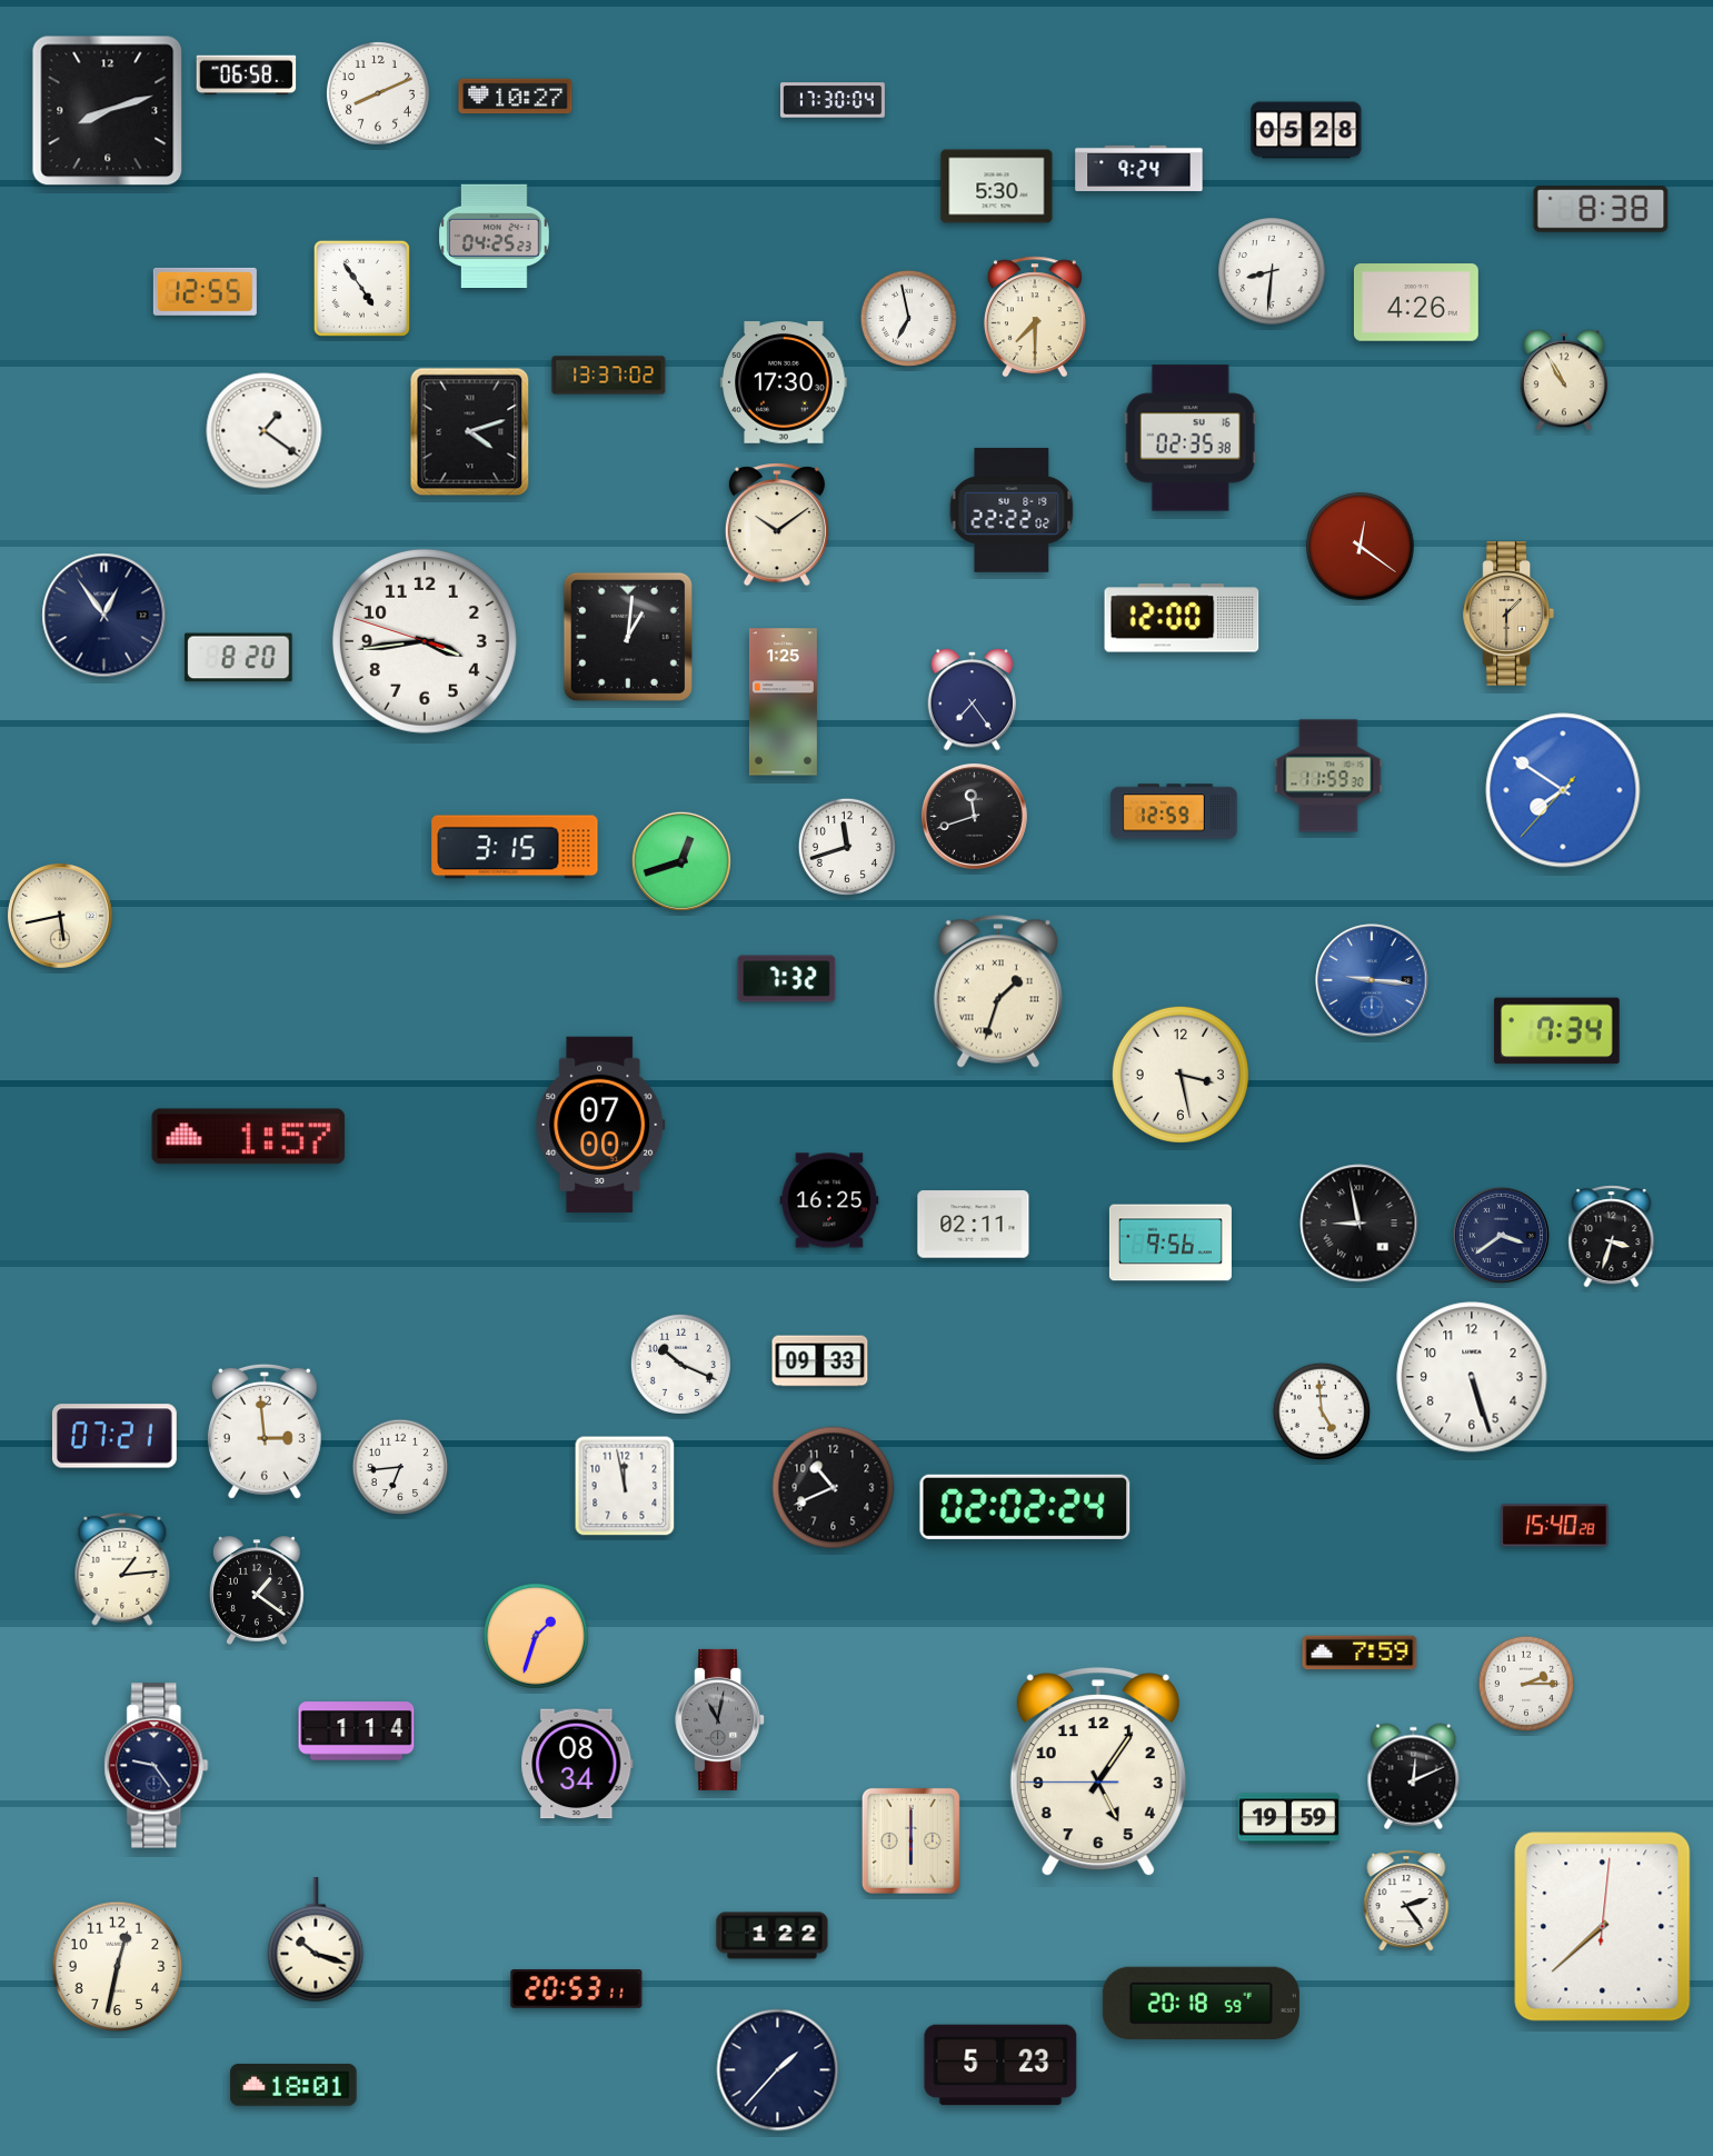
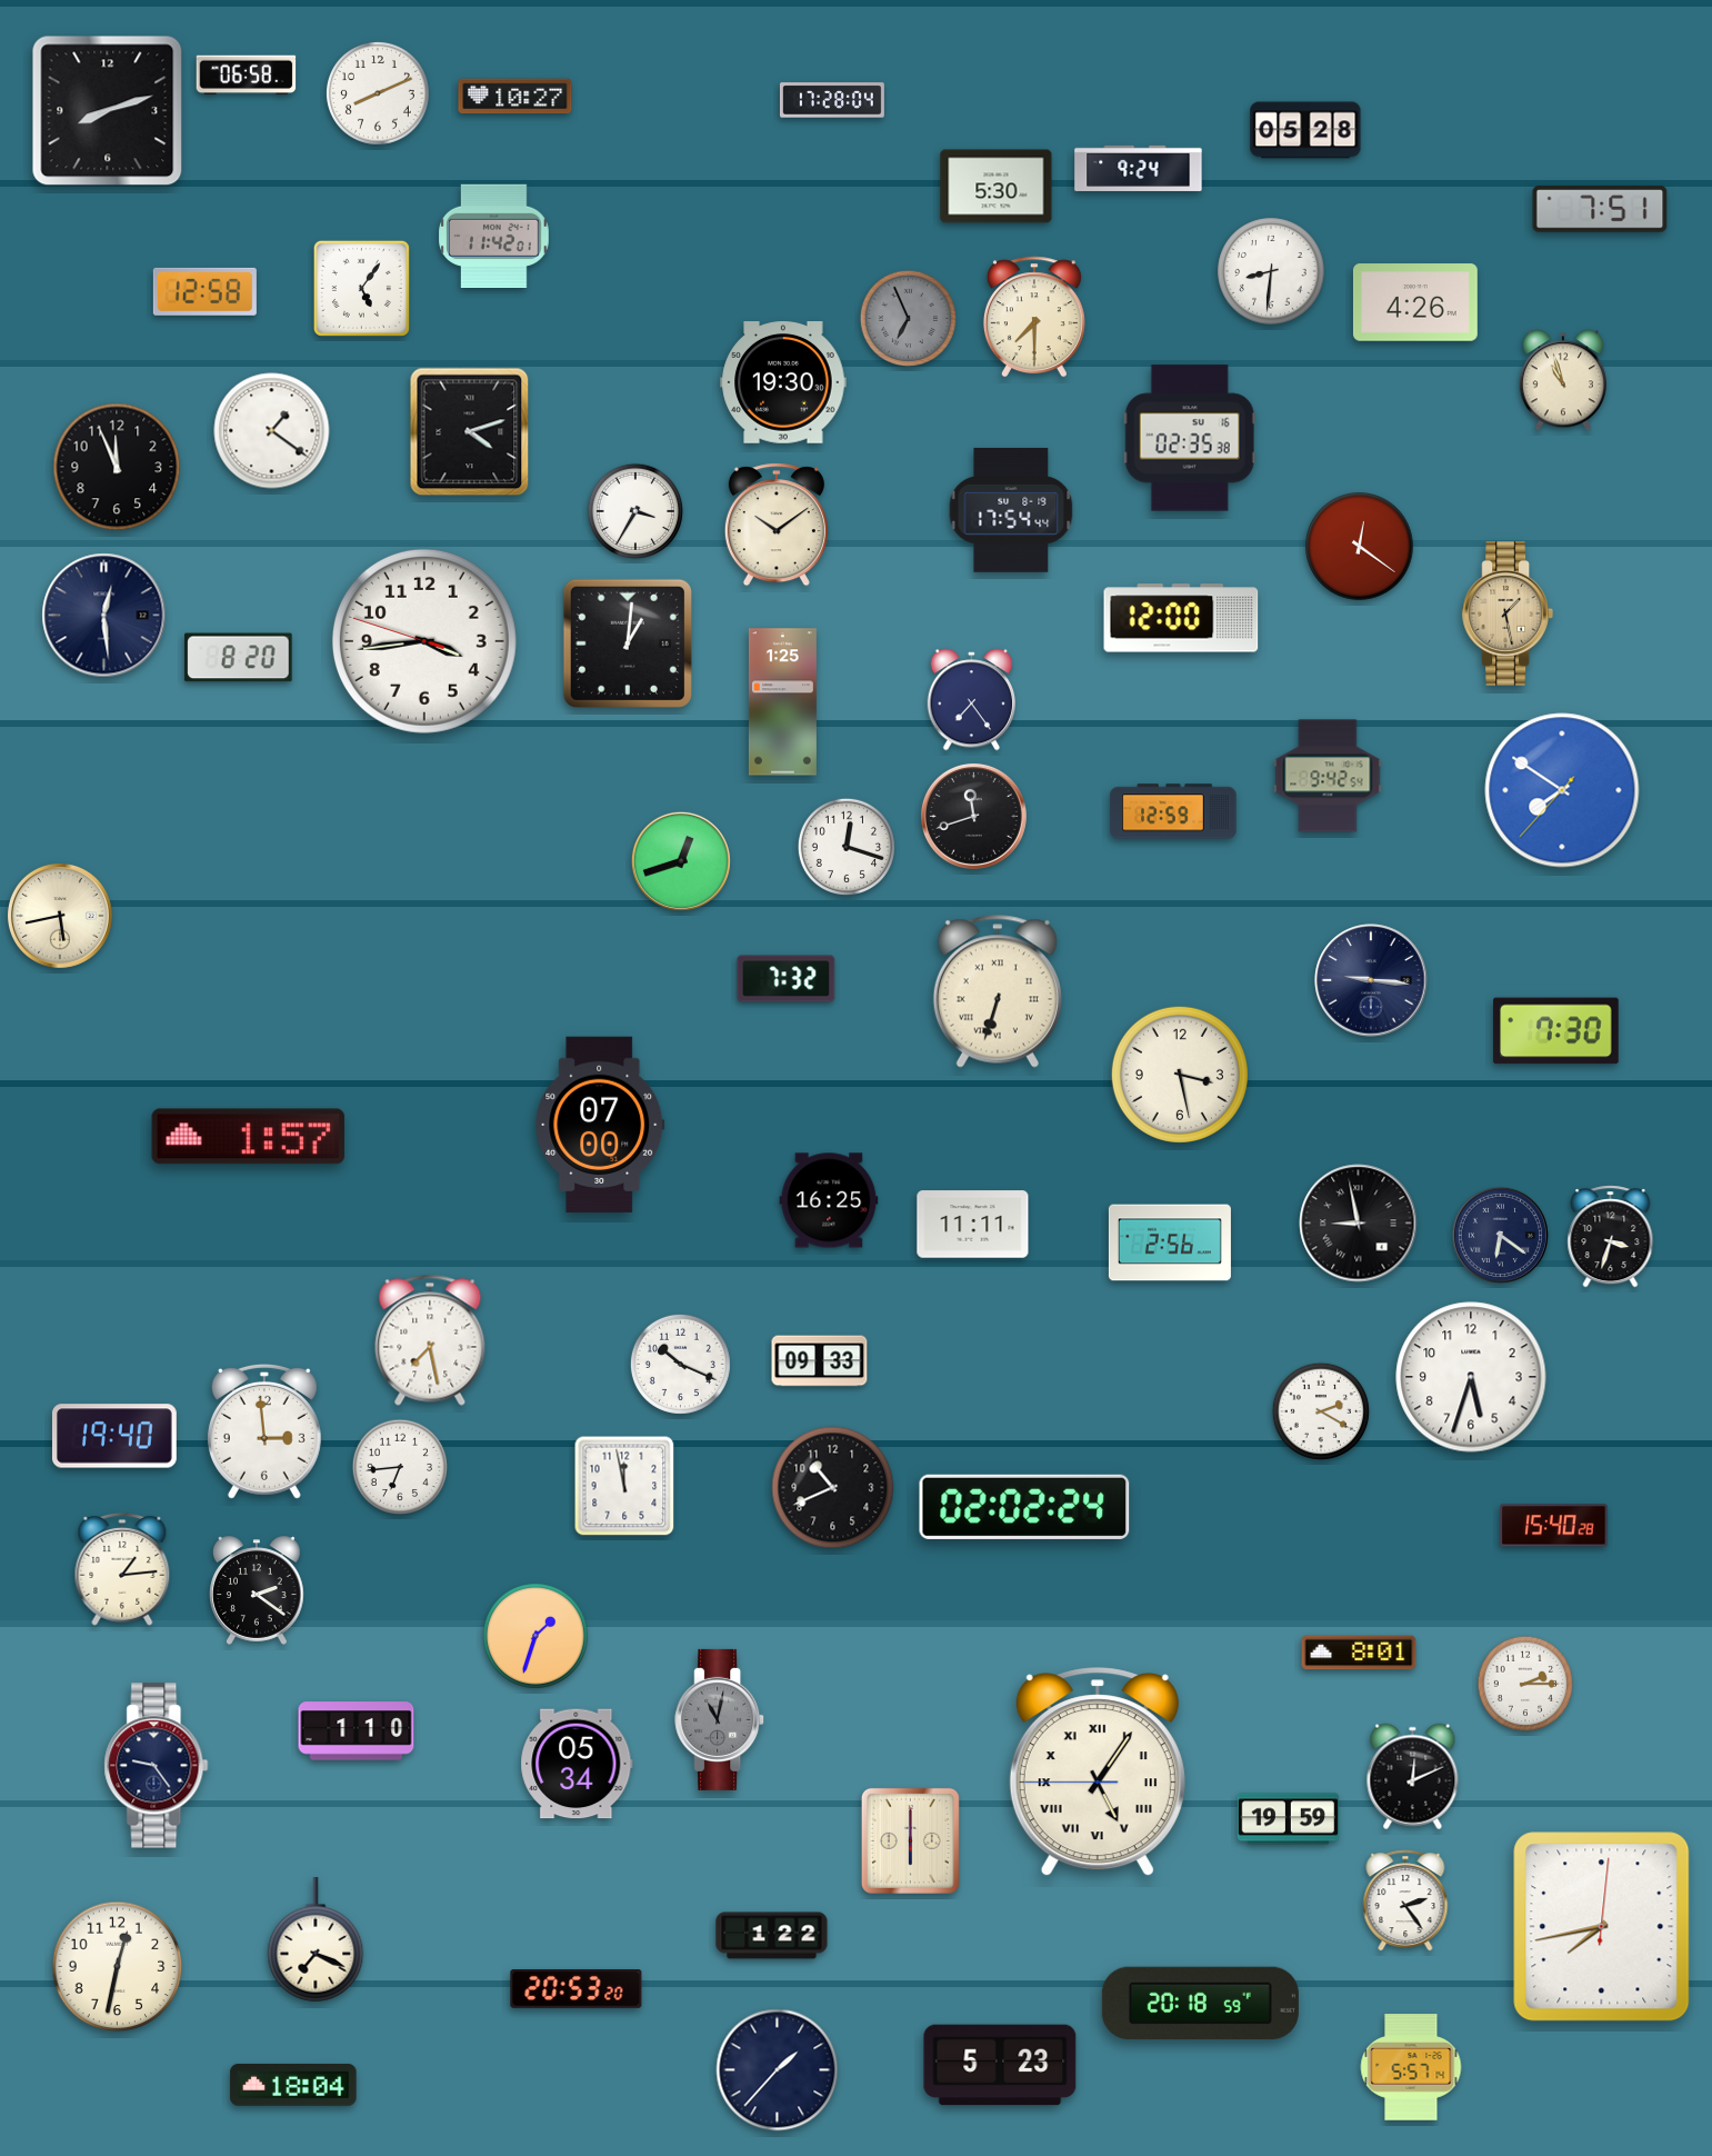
clock at (833, 100): 17:30 -> 17:28
clock at (1601, 209): 8:38 -> 7:51
clock at (495, 236): 04:25 -> 11:42
clock at (361, 288): 4:54 -> 5:06
clock at (205, 291): 12:55 -> 12:58
clock at (908, 318): 6:58 -> 6:56
clock at (908, 318) dial: white -> grey
clock at (609, 376): 13:37 -> none
clock at (1564, 380): 10:55 -> 10:57
clock at (784, 382): 17:30 -> 19:30
clock at (265, 431) position: (265, 431) -> (272, 431)
clock at (117, 467): none -> 11:56
clock at (1012, 510): 22:22 -> 17:54
clock at (635, 511): none -> 3:35
clock at (1507, 613): 1:30 -> 1:28
clock at (104, 616): 12:54 -> 12:29
clock at (628, 637) position: (628, 637) -> (628, 643)
clock at (1328, 776): 11:59 -> 9:42
clock at (515, 847): 3:15 -> none
clock at (847, 847): 11:42 -> 12:18
clock at (1372, 980) dial: blue -> navy
clock at (998, 991): 1:33 -> 6:33
clock at (1557, 1031): 7:34 -> 7:30
clock at (974, 1225): 02:11 -> 11:11
clock at (1501, 1235): 3:39 -> 6:21
clock at (1171, 1242): 9:56 -> 2:56
clock at (430, 1340): none -> 7:28
clock at (1472, 1377): 5:27 -> 5:33
clock at (1322, 1411): 4:59 -> 2:20
clock at (114, 1436): 07:21 -> 19:40
clock at (258, 1590): 1:21 -> 2:21
clock at (1360, 1653): 7:59 -> 8:01
clock at (357, 1731): 1:14 -> 1:10
clock at (577, 1764): 08:34 -> 05:34
clock at (1098, 1773) numerals: Arabic -> Roman
clock at (1603, 1927): 7:38 -> 7:43
clock at (316, 1940): 10:18 -> 7:19
clock at (577, 1989): 20:53:11 -> 20:53:20
clock at (1411, 2067): none -> 5:57
clock at (293, 2085): 18:01 -> 18:04
